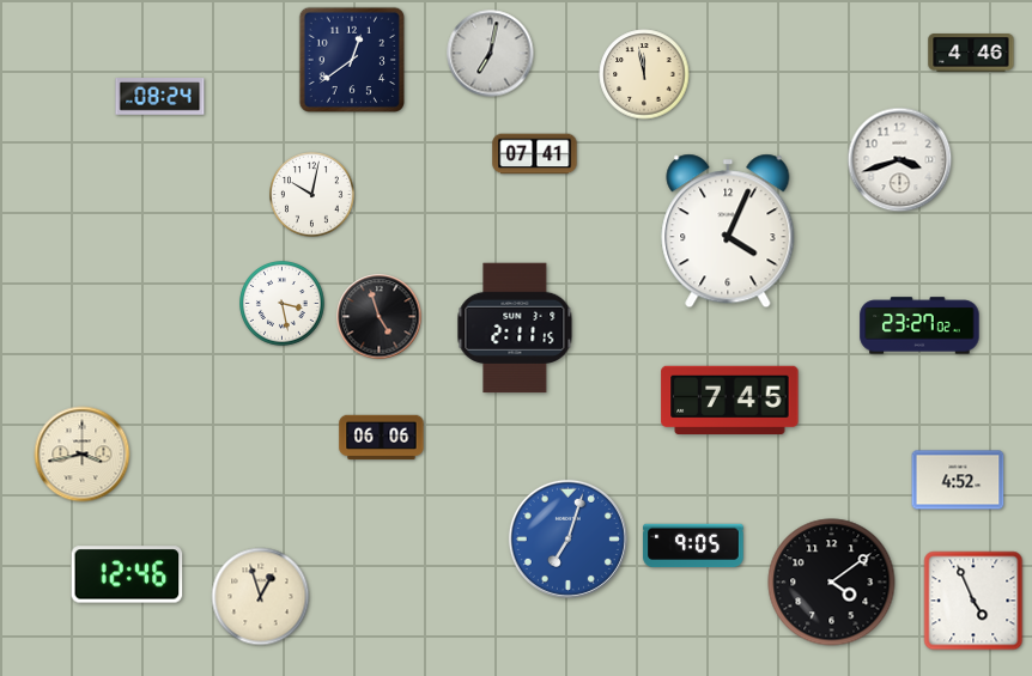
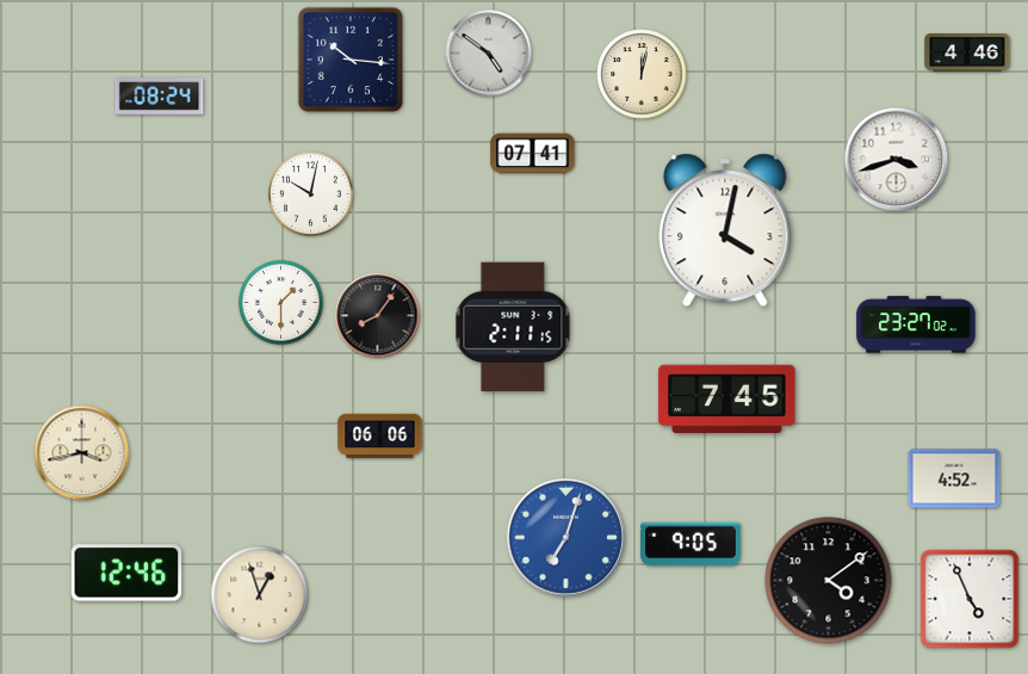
clock at (491, 54): 7:02 -> 4:51
clock at (351, 59): 12:39 -> 10:16
clock at (644, 74): 11:58 -> 12:02
clock at (728, 231): 4:04 -> 4:02
clock at (283, 304): 3:28 -> 1:30
clock at (380, 317): 4:57 -> 8:06
